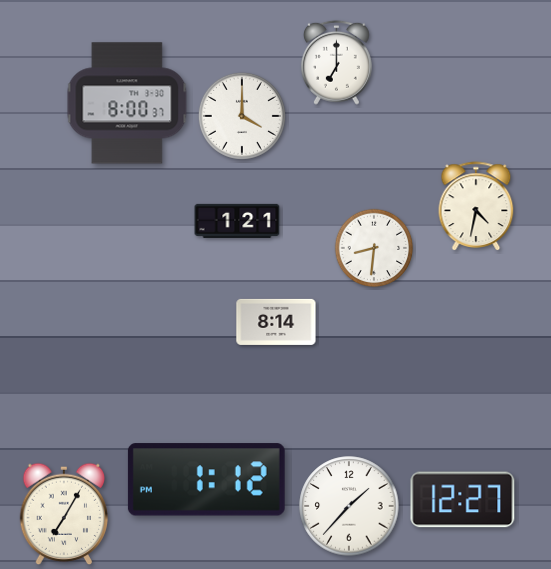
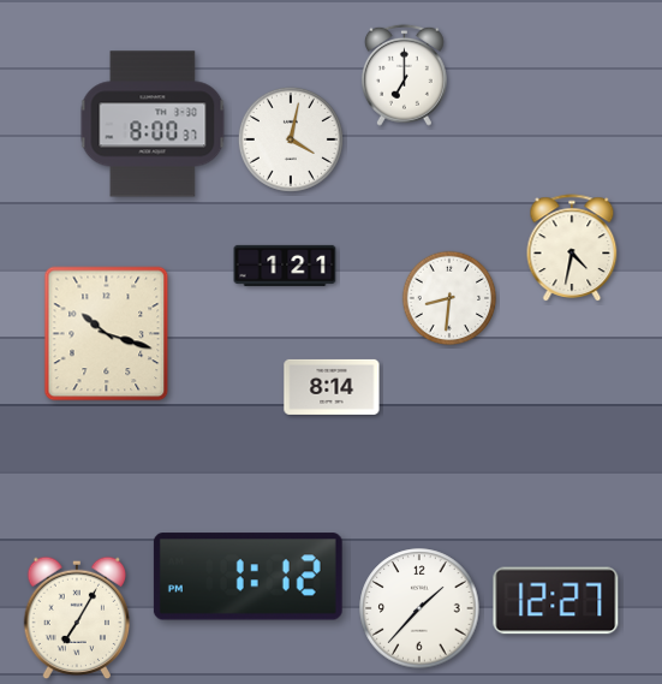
clock at (242, 116): 4:00 -> 4:02
clock at (107, 334): none -> 10:18
